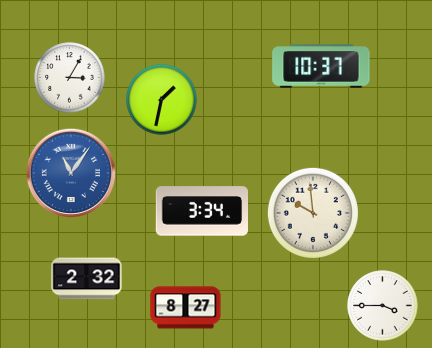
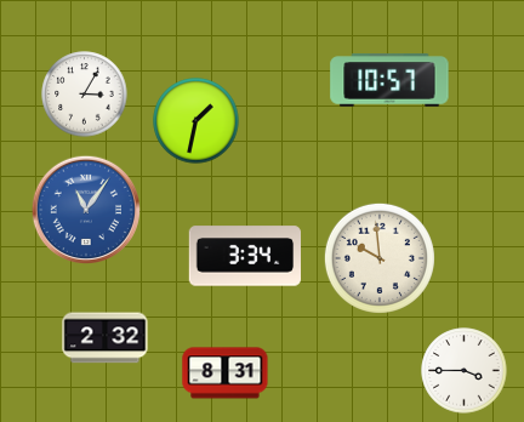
clock at (321, 66): 10:37 -> 10:57
clock at (186, 308): 8:27 -> 8:31
